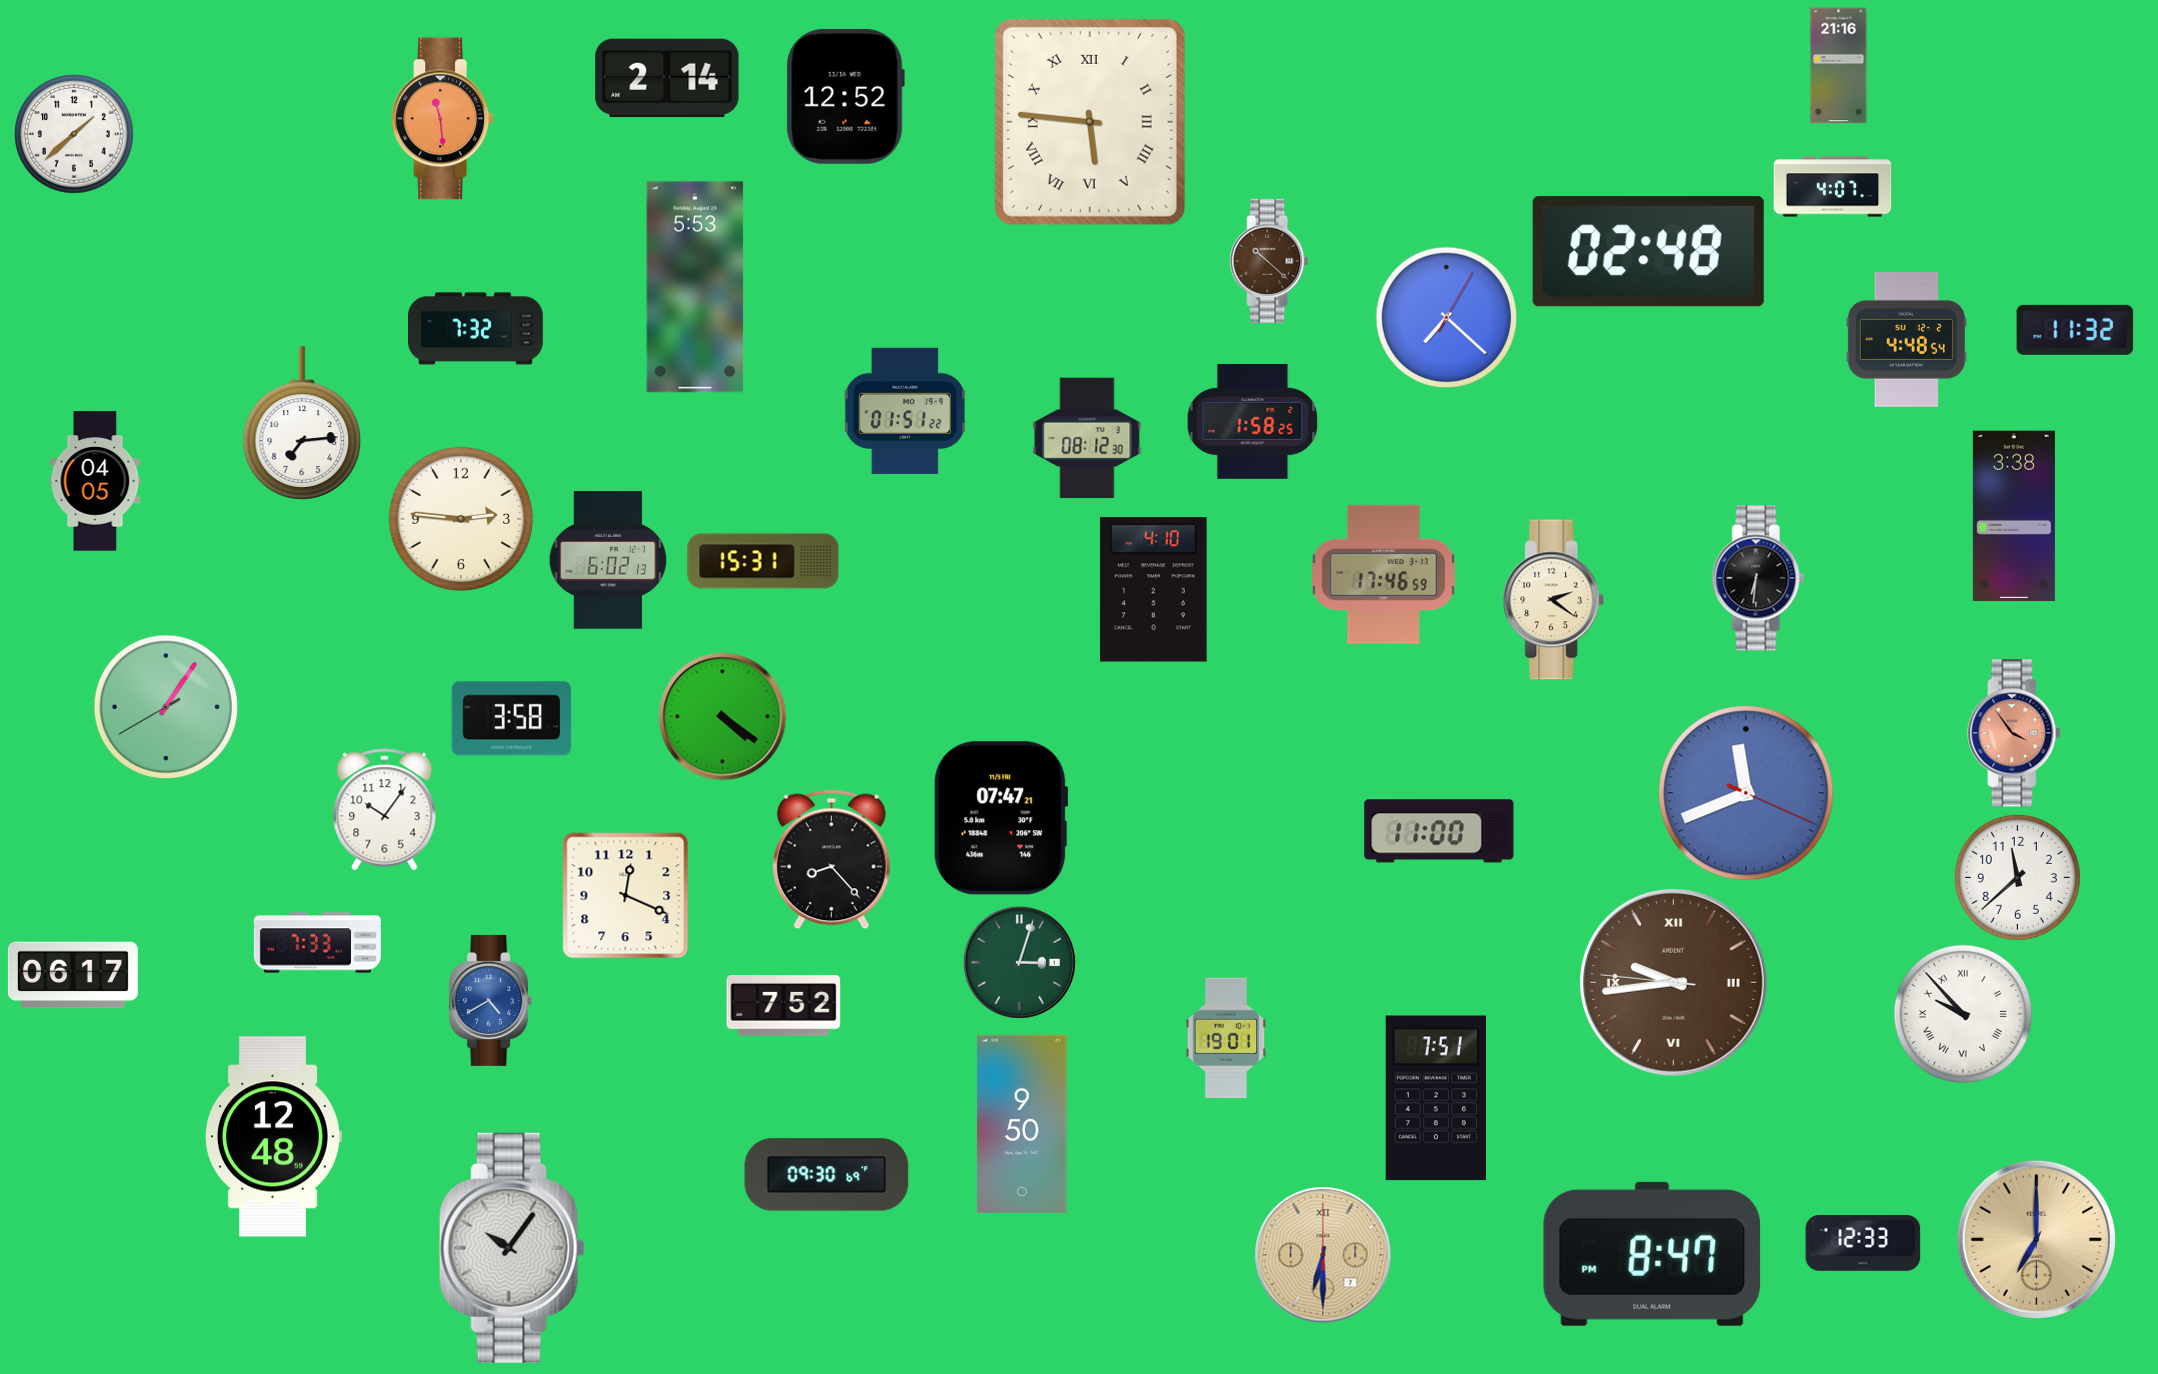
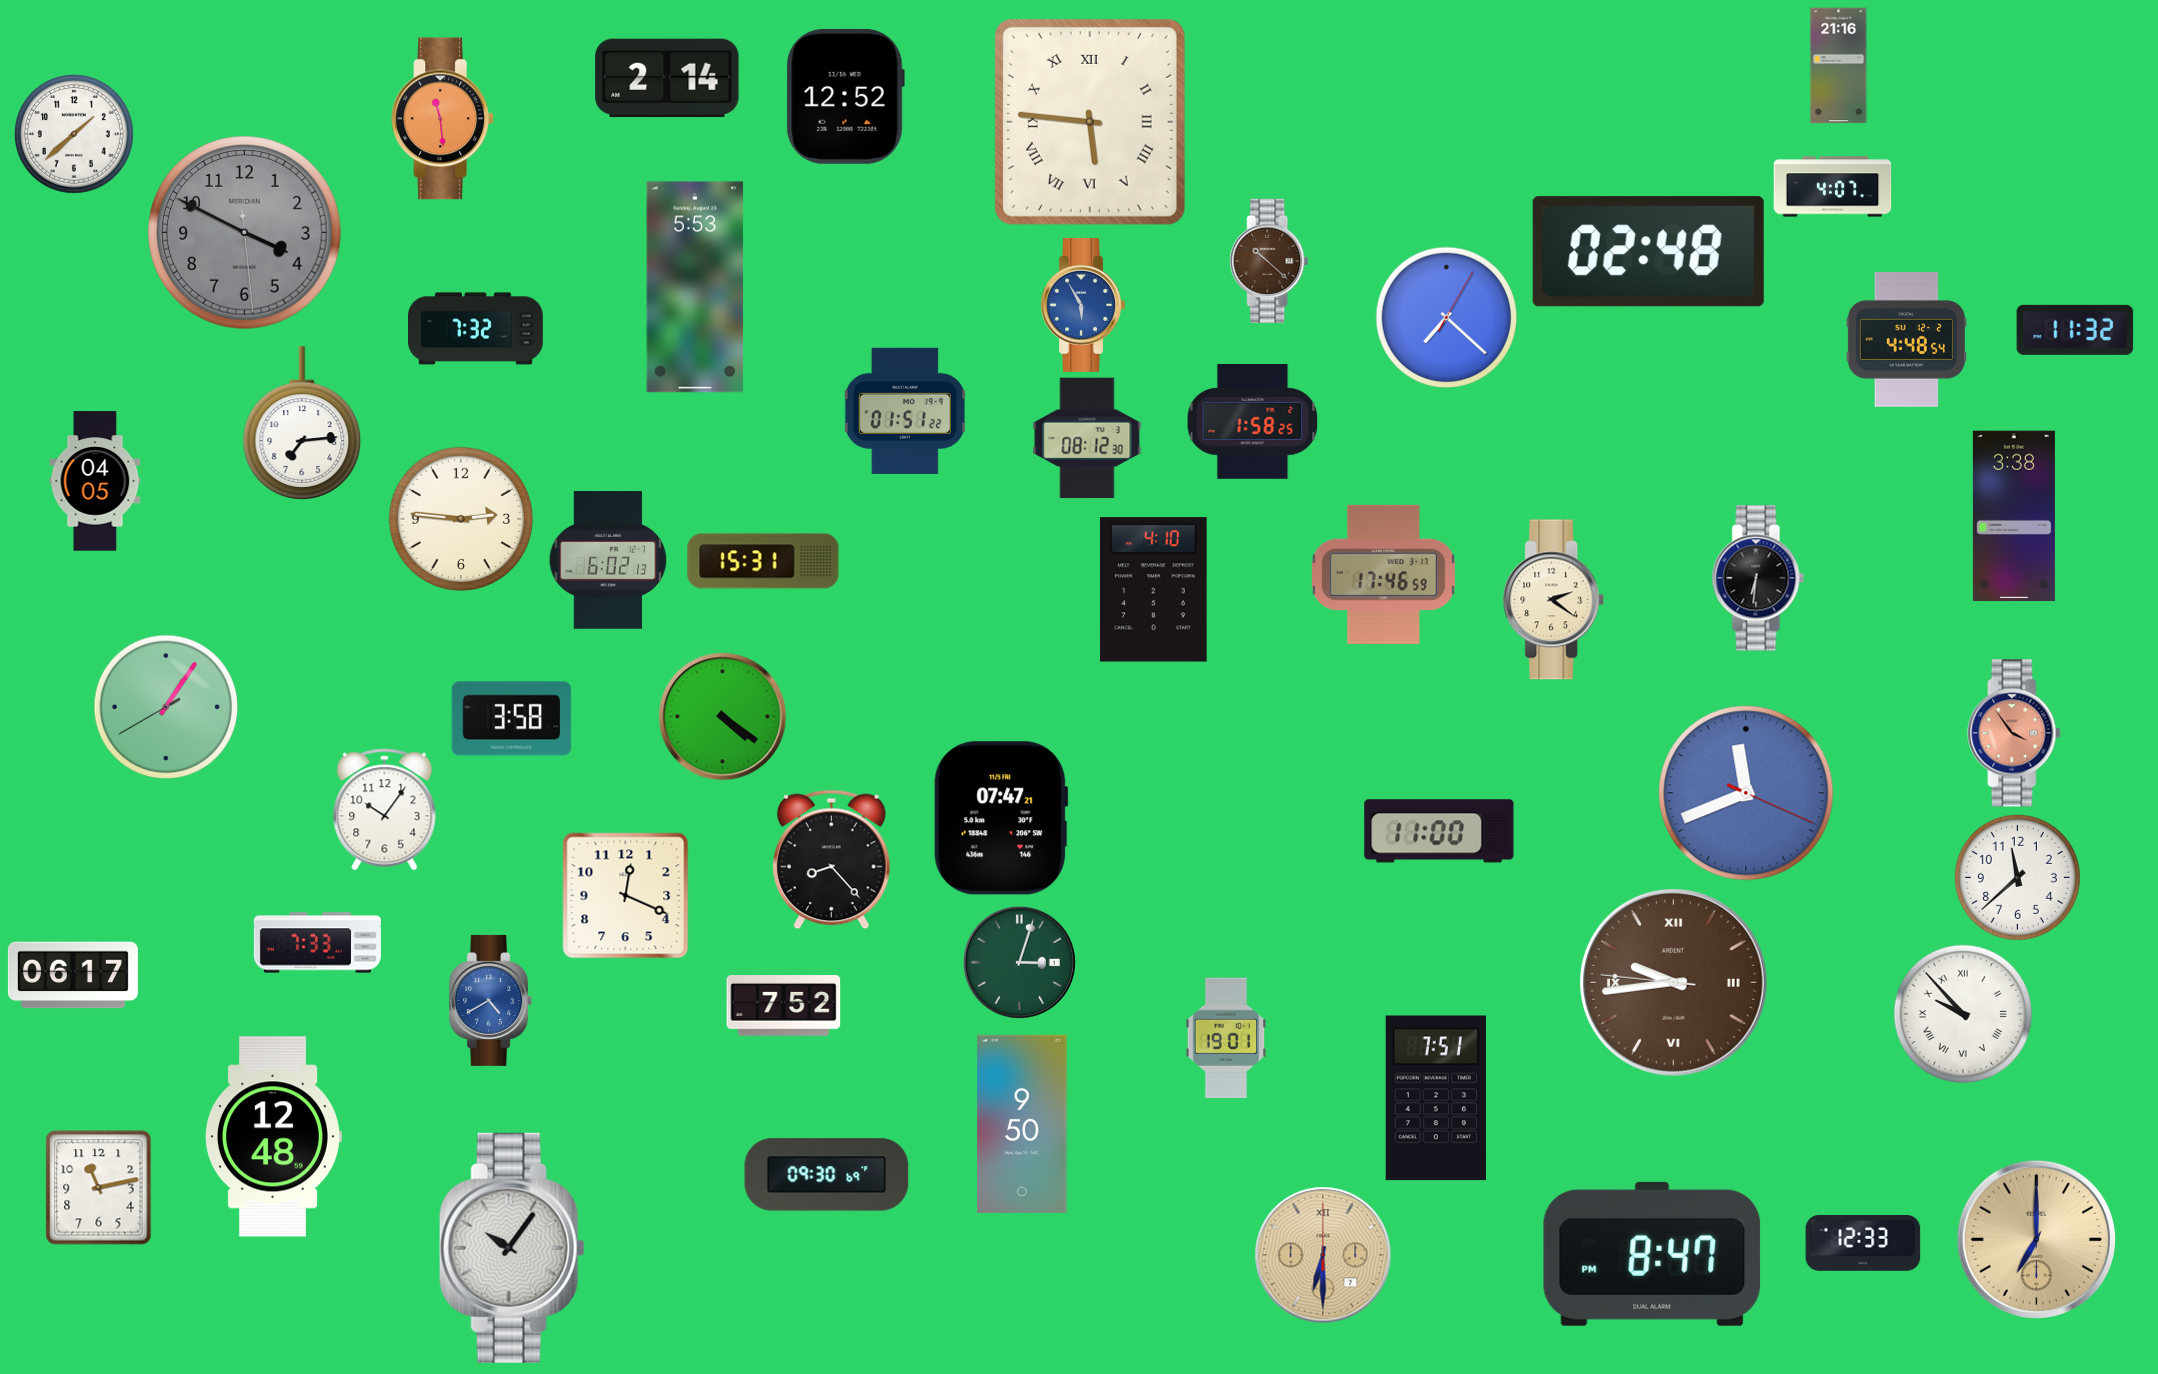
clock at (245, 233): none -> 3:49
clock at (1083, 305): none -> 5:55
clock at (99, 1188): none -> 11:13
